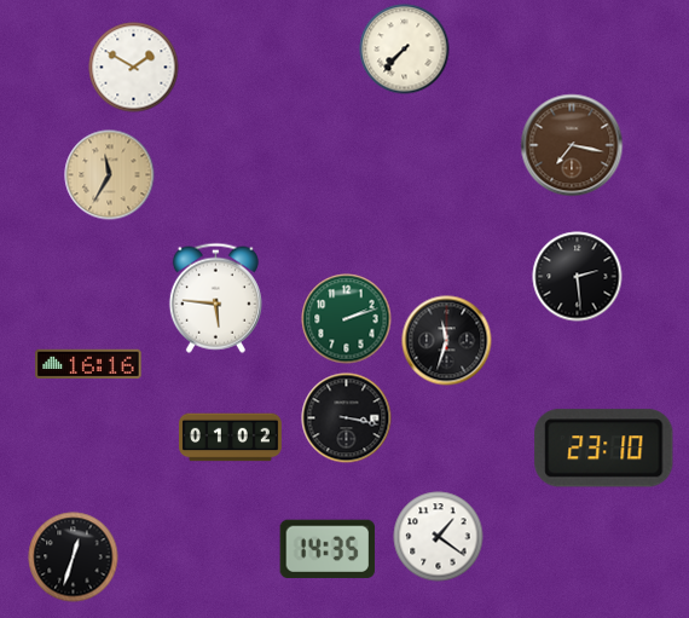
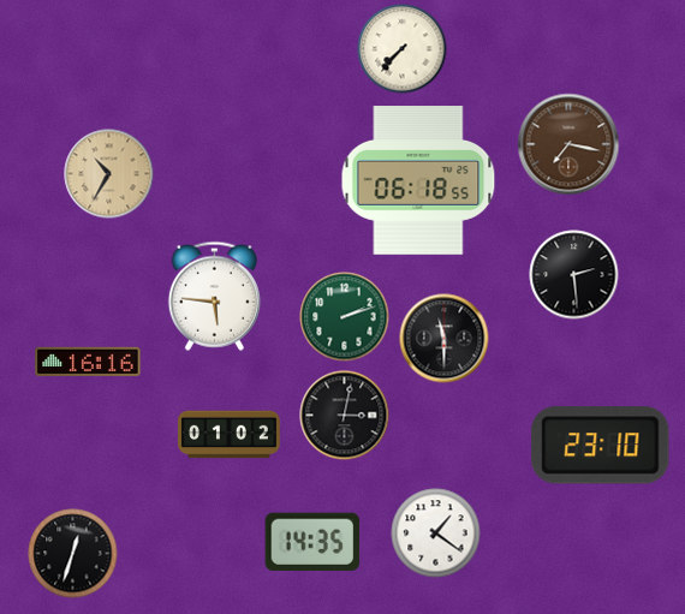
clock at (134, 68): 1:50 -> none
clock at (110, 175): 11:35 -> 10:35
clock at (418, 181): none -> 06:18
clock at (447, 341): 11:33 -> 11:30
clock at (347, 418): 3:17 -> 3:02
clock at (328, 549) position: (328, 549) -> (312, 542)
